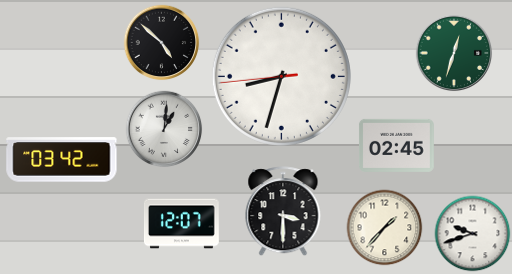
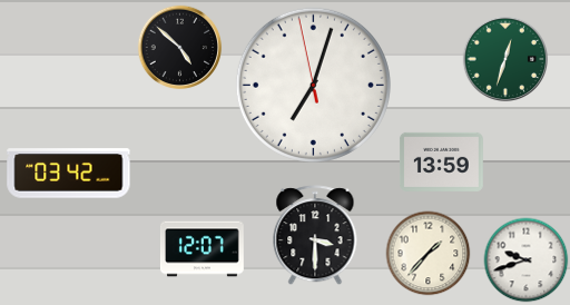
clock at (281, 76): 8:32 -> 7:02
clock at (164, 129): 1:01 -> none
clock at (396, 145): 02:45 -> 13:59
clock at (62, 160) position: (62, 160) -> (69, 174)
